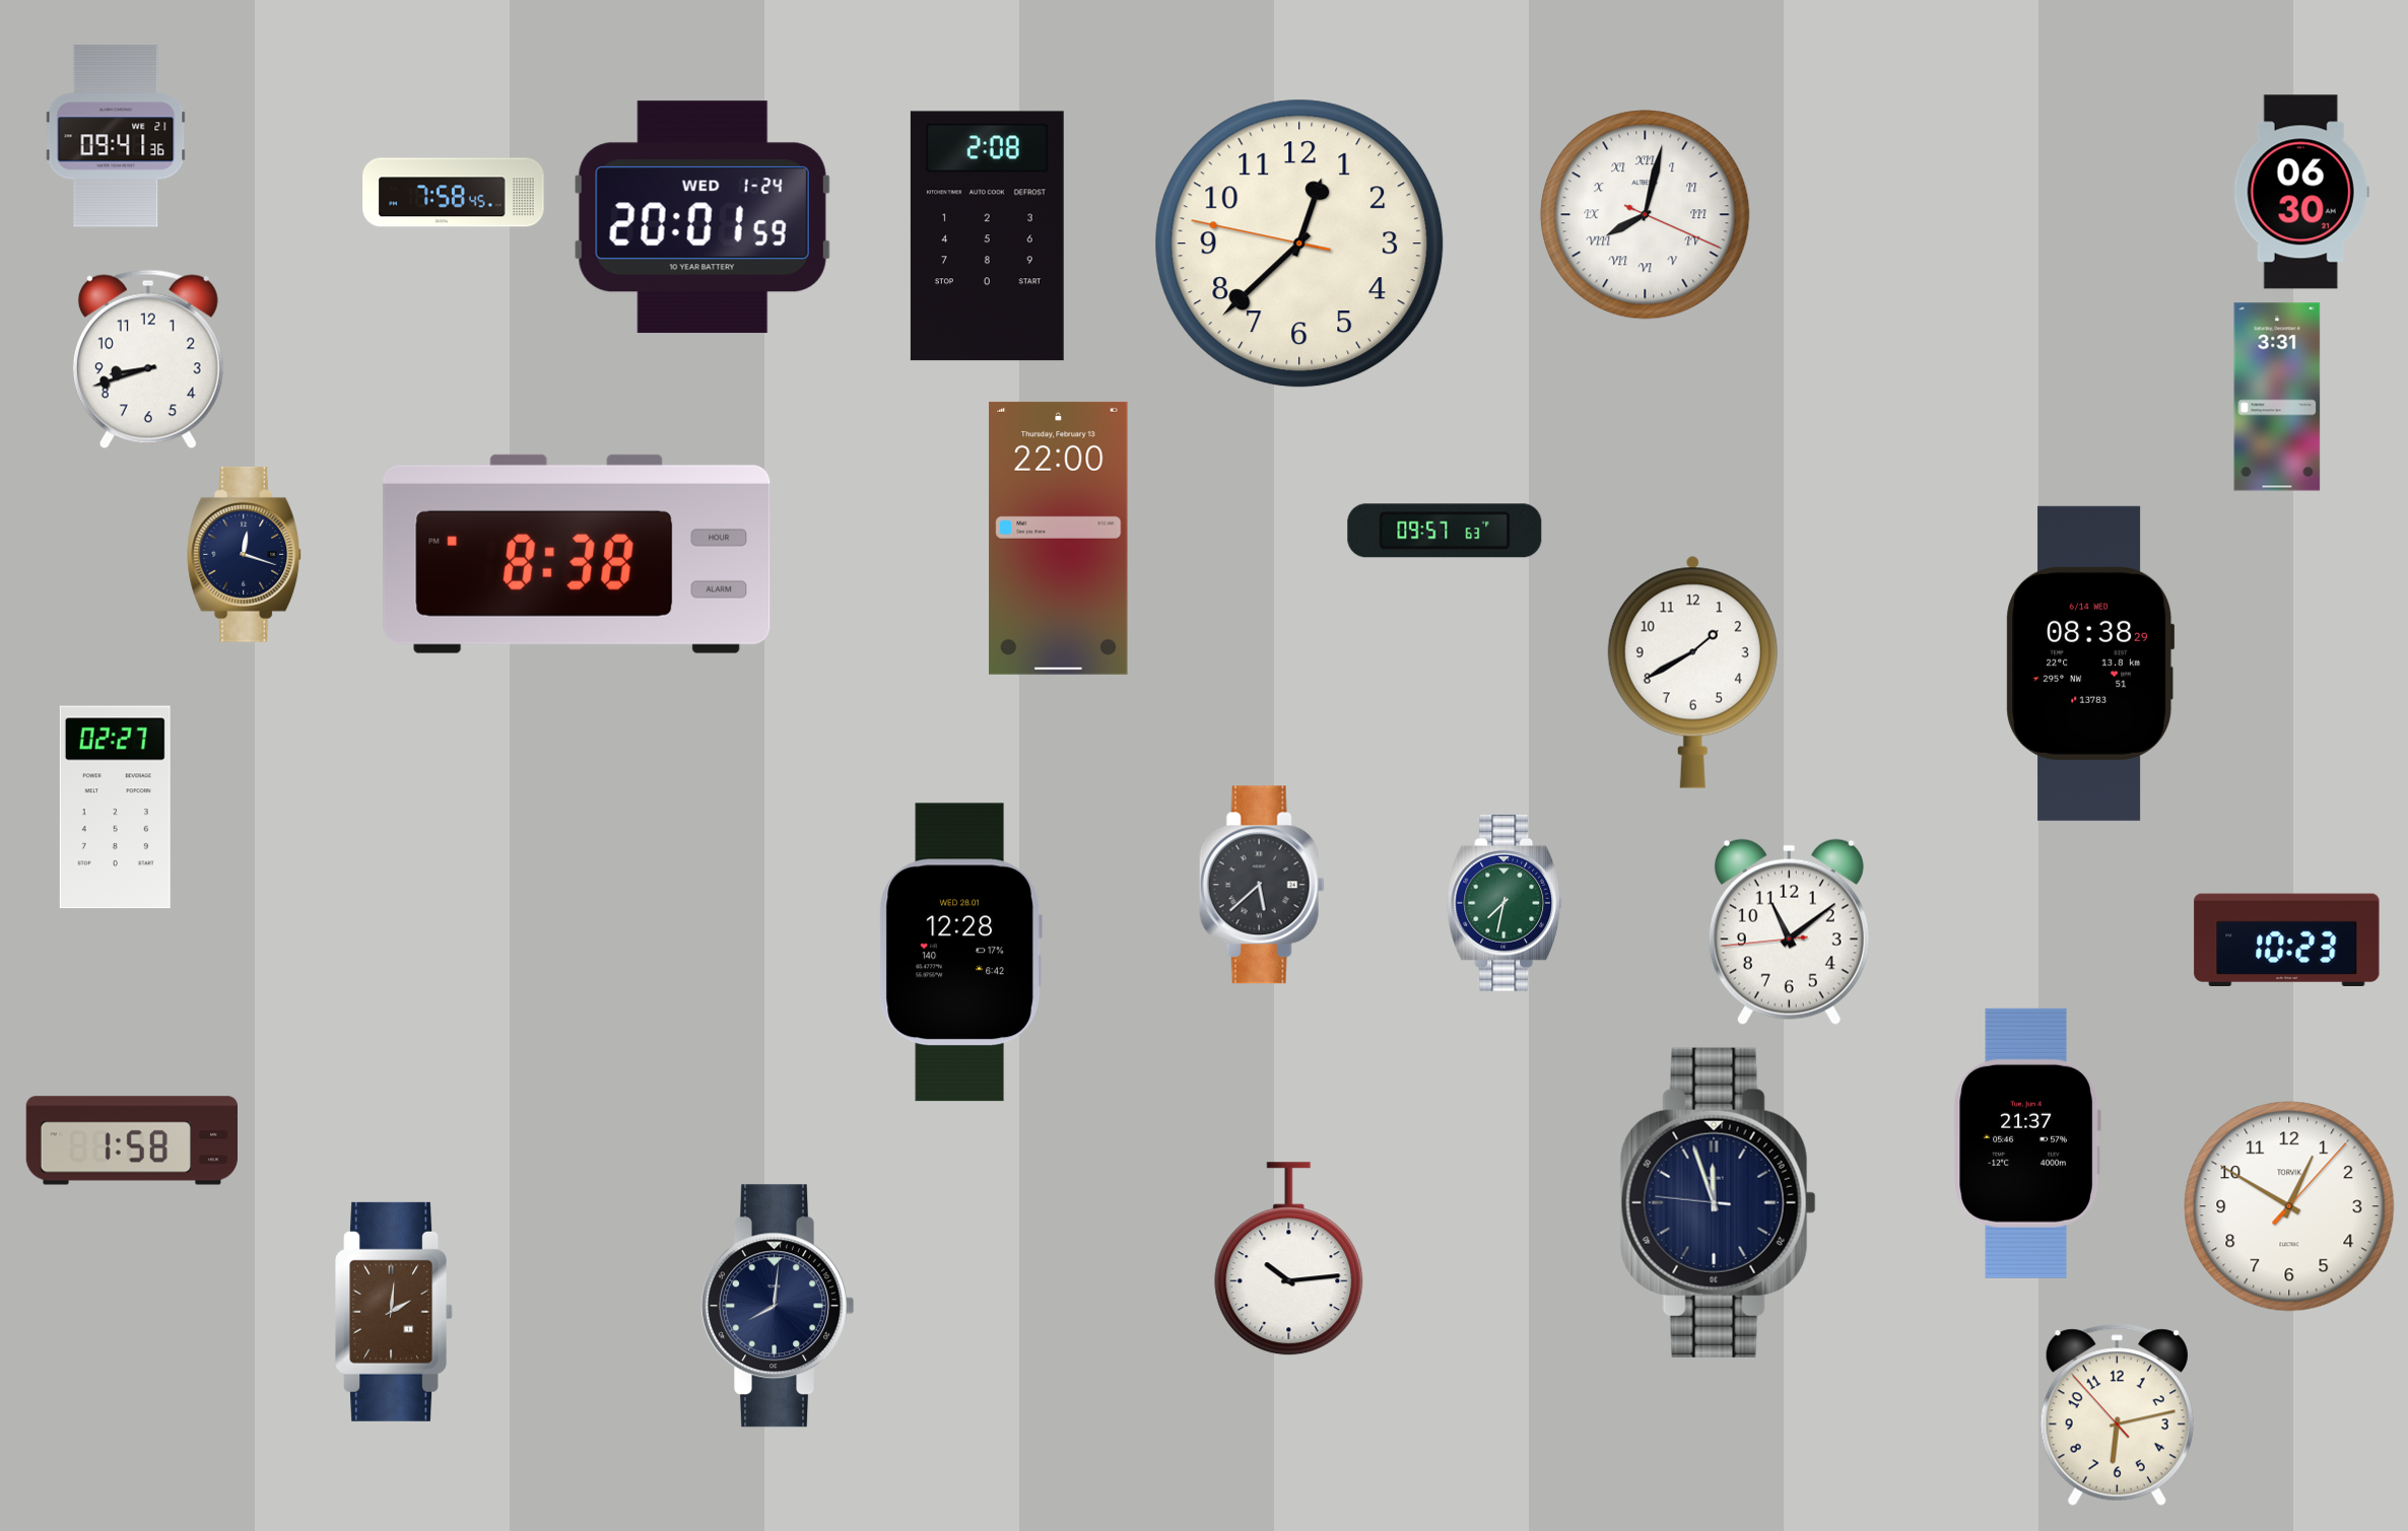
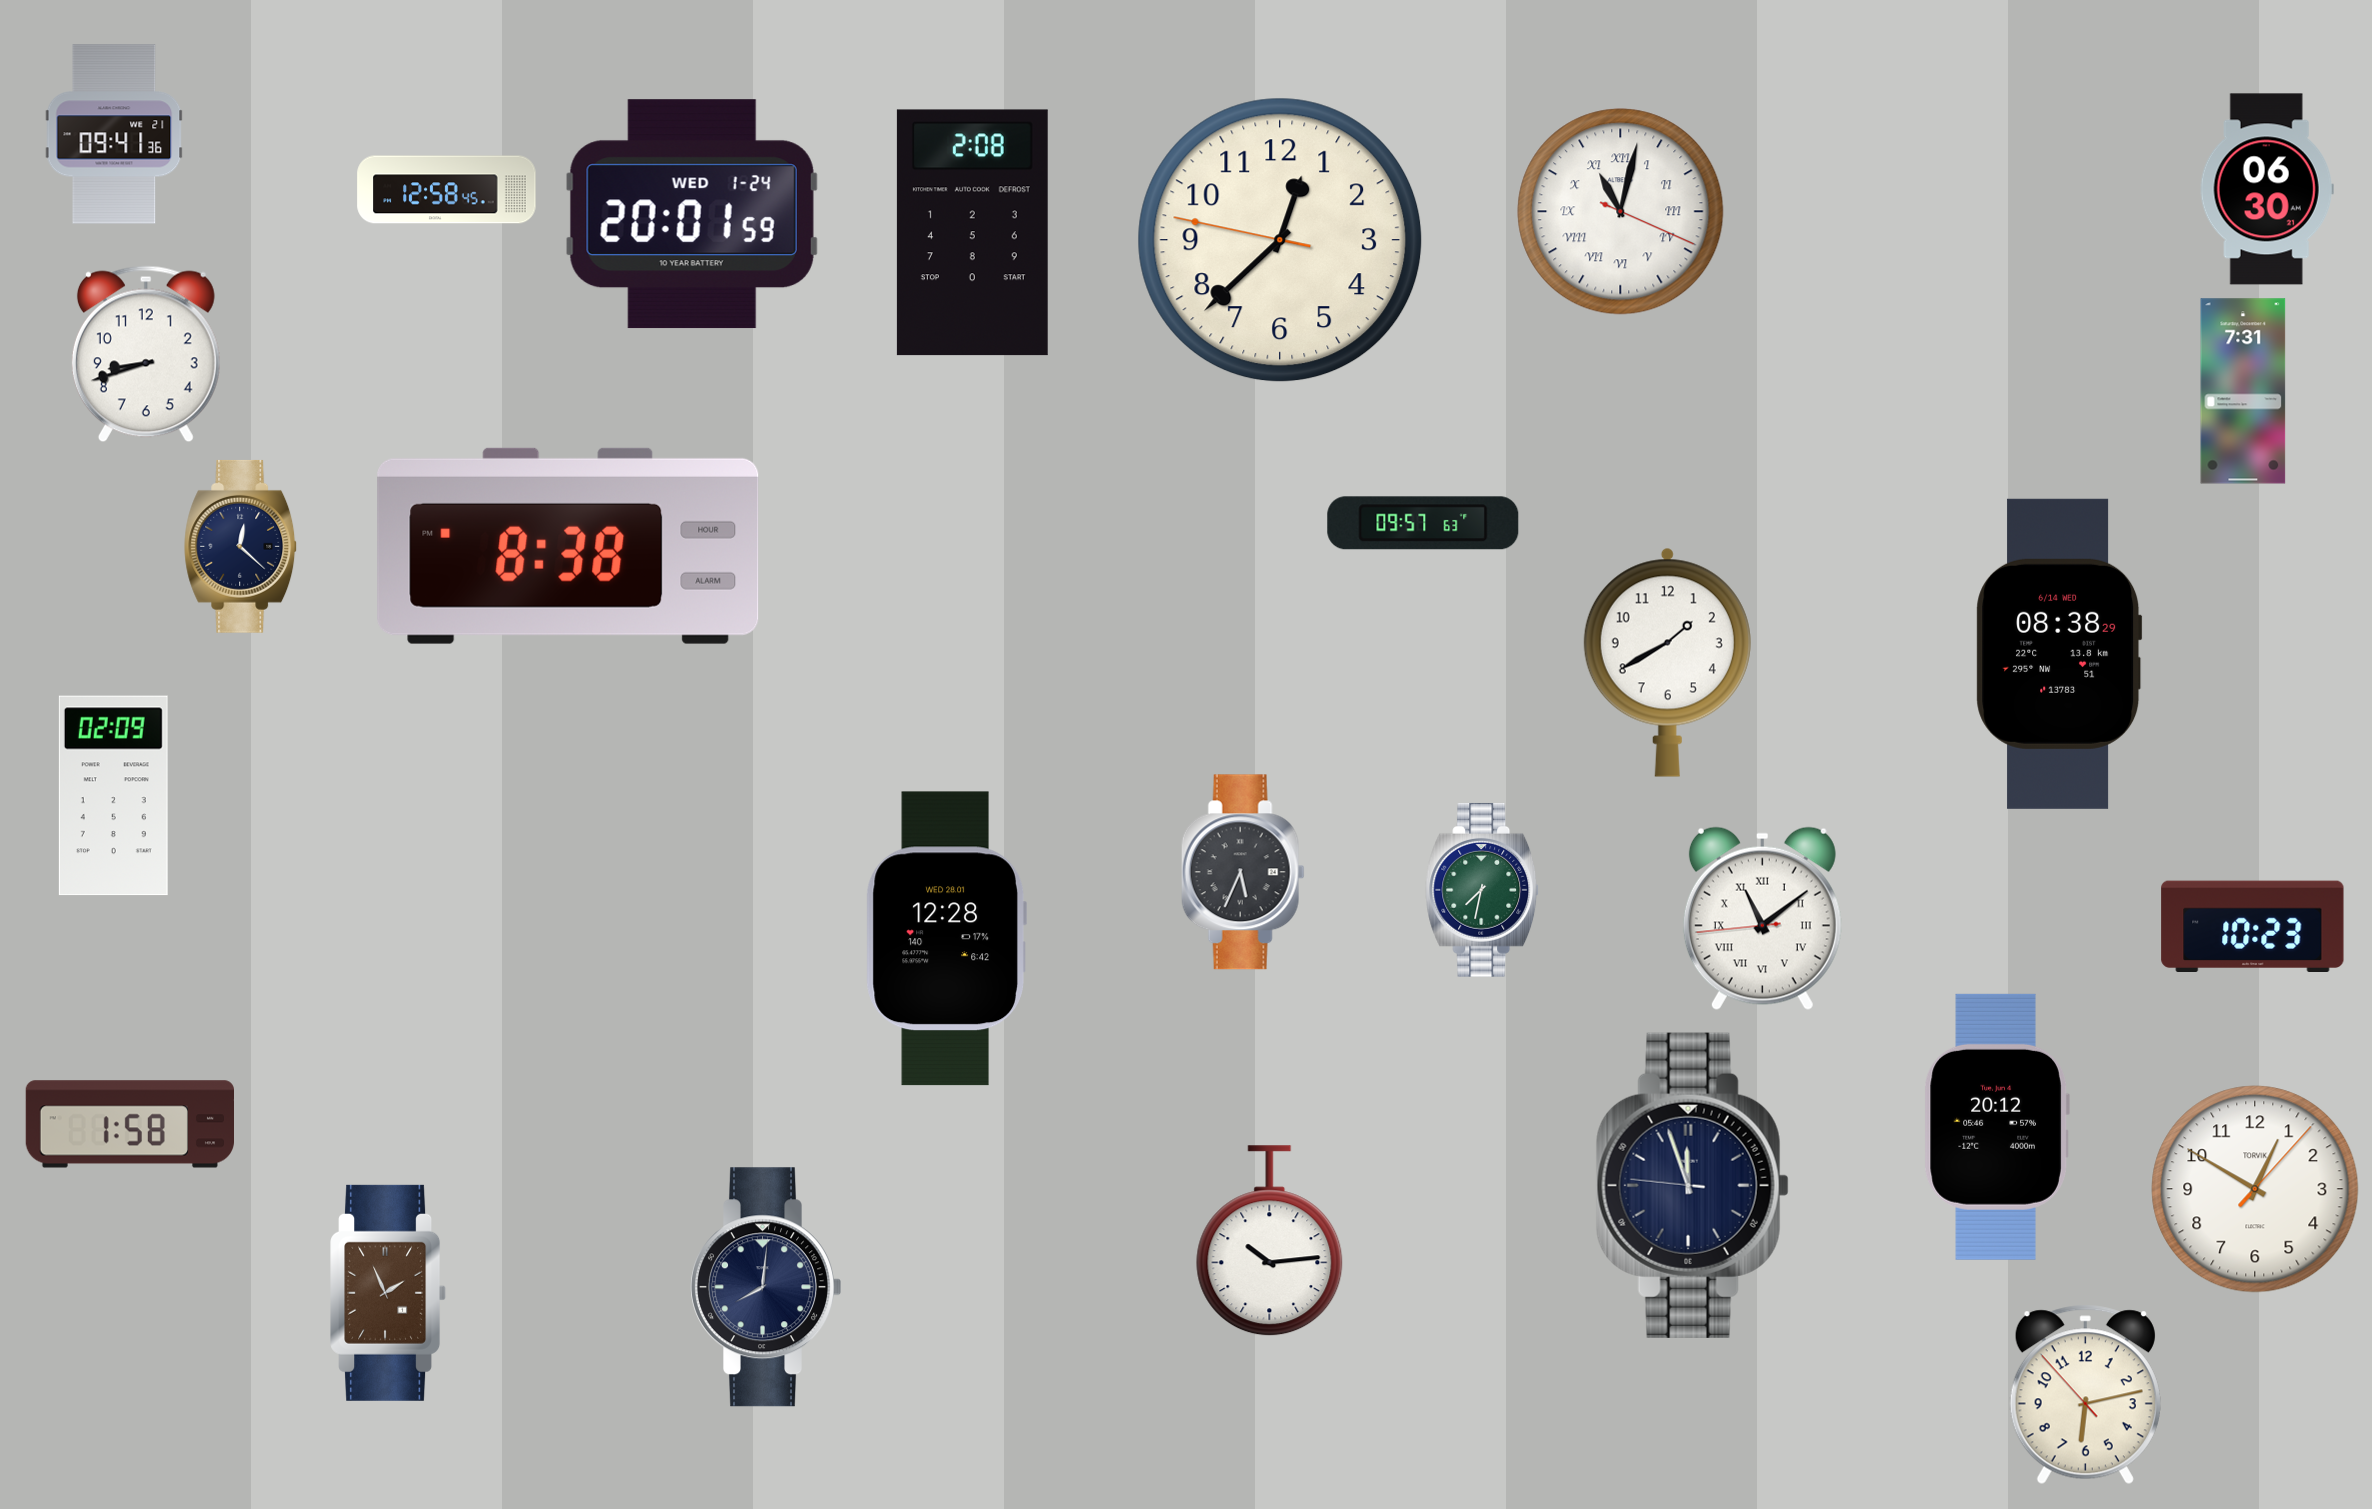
clock at (454, 193): 7:58 -> 12:58
clock at (1646, 215): 8:02 -> 11:02
clock at (2277, 397): 3:31 -> 7:31
clock at (1059, 538): 22:00 -> none
clock at (245, 554): 12:18 -> 12:22
clock at (115, 808): 02:27 -> 02:09
clock at (1262, 885): 5:38 -> 5:34
clock at (1789, 931) numerals: Arabic -> Roman
clock at (2027, 1143): 21:37 -> 20:12
clock at (395, 1312): 2:01 -> 1:56
